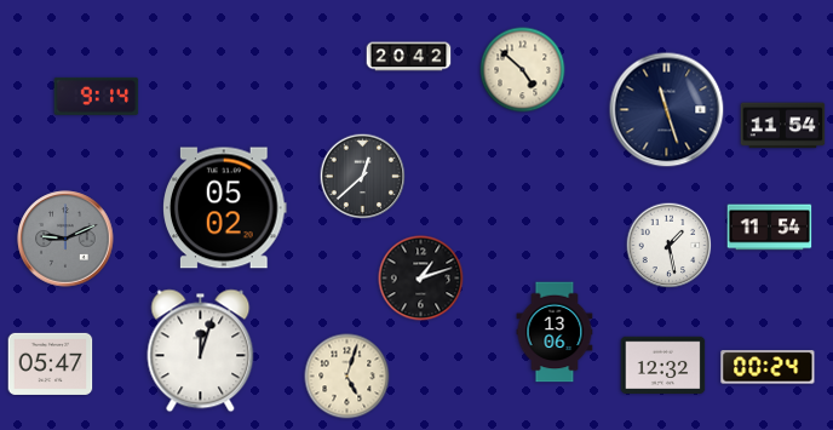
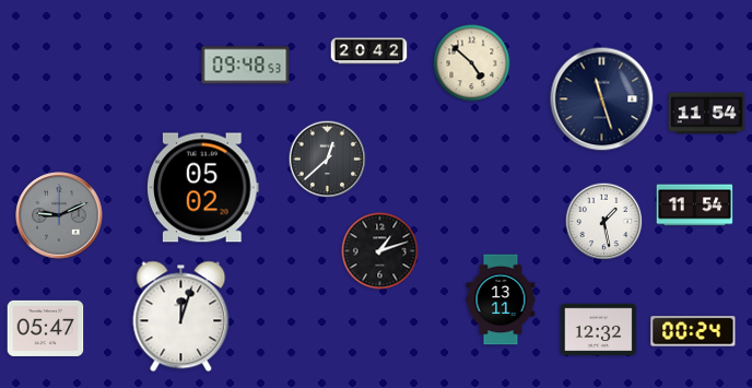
clock at (246, 66): none -> 09:48
clock at (97, 96): 9:14 -> none
clock at (555, 332): 13:06 -> 13:11
clock at (347, 377): 5:03 -> none
